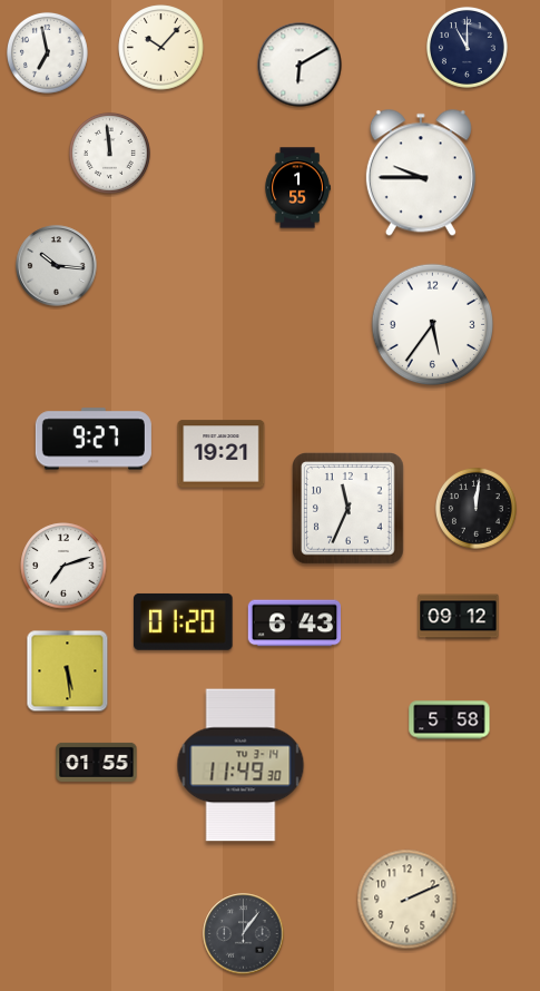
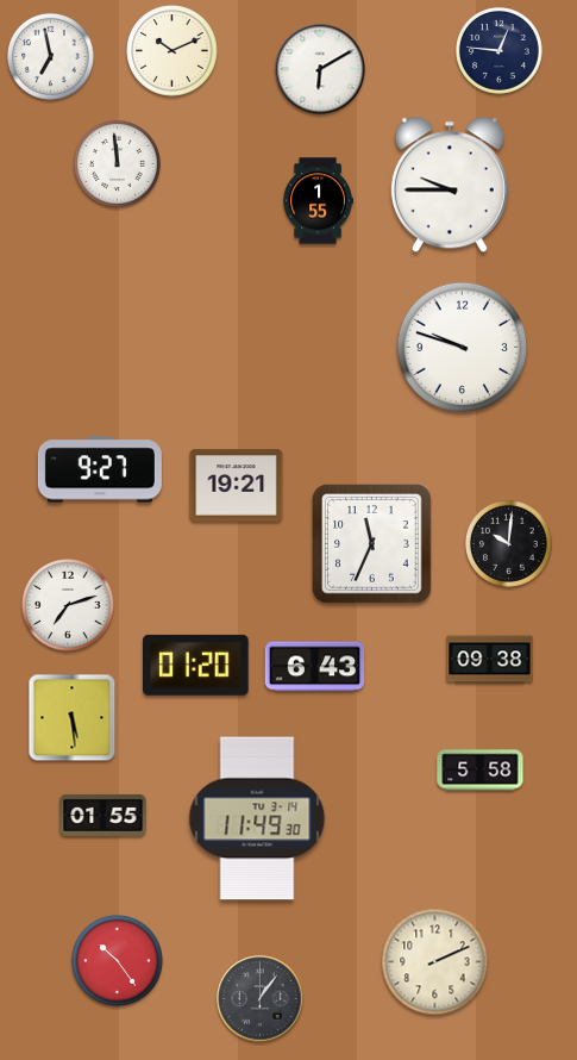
clock at (467, 47): 11:00 -> 12:46
clock at (161, 48): 10:07 -> 10:11
clock at (57, 266): 10:16 -> none
clock at (433, 325): 5:36 -> 9:48
clock at (475, 508): 12:01 -> 10:01
clock at (459, 617): 09:12 -> 09:38
clock at (118, 961): none -> 10:24
